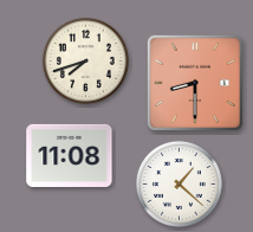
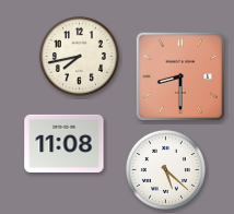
clock at (85, 60): 7:42 -> 7:43
clock at (179, 183): 1:22 -> 5:22
